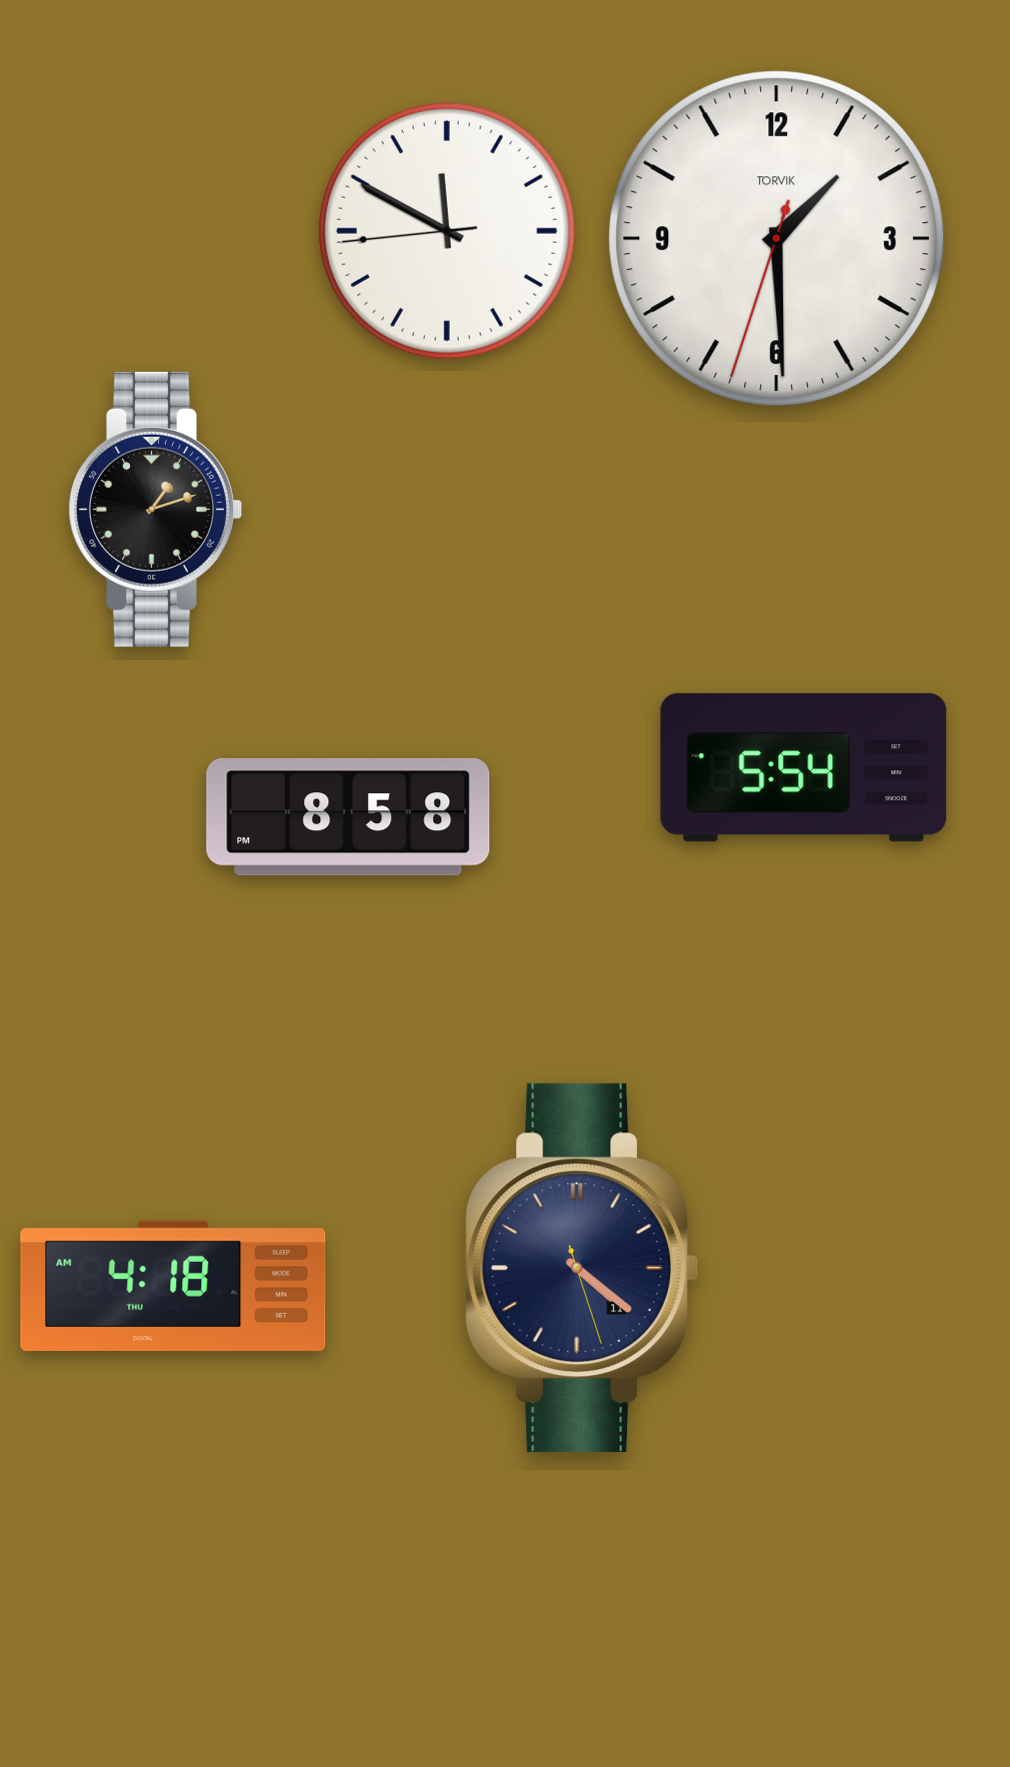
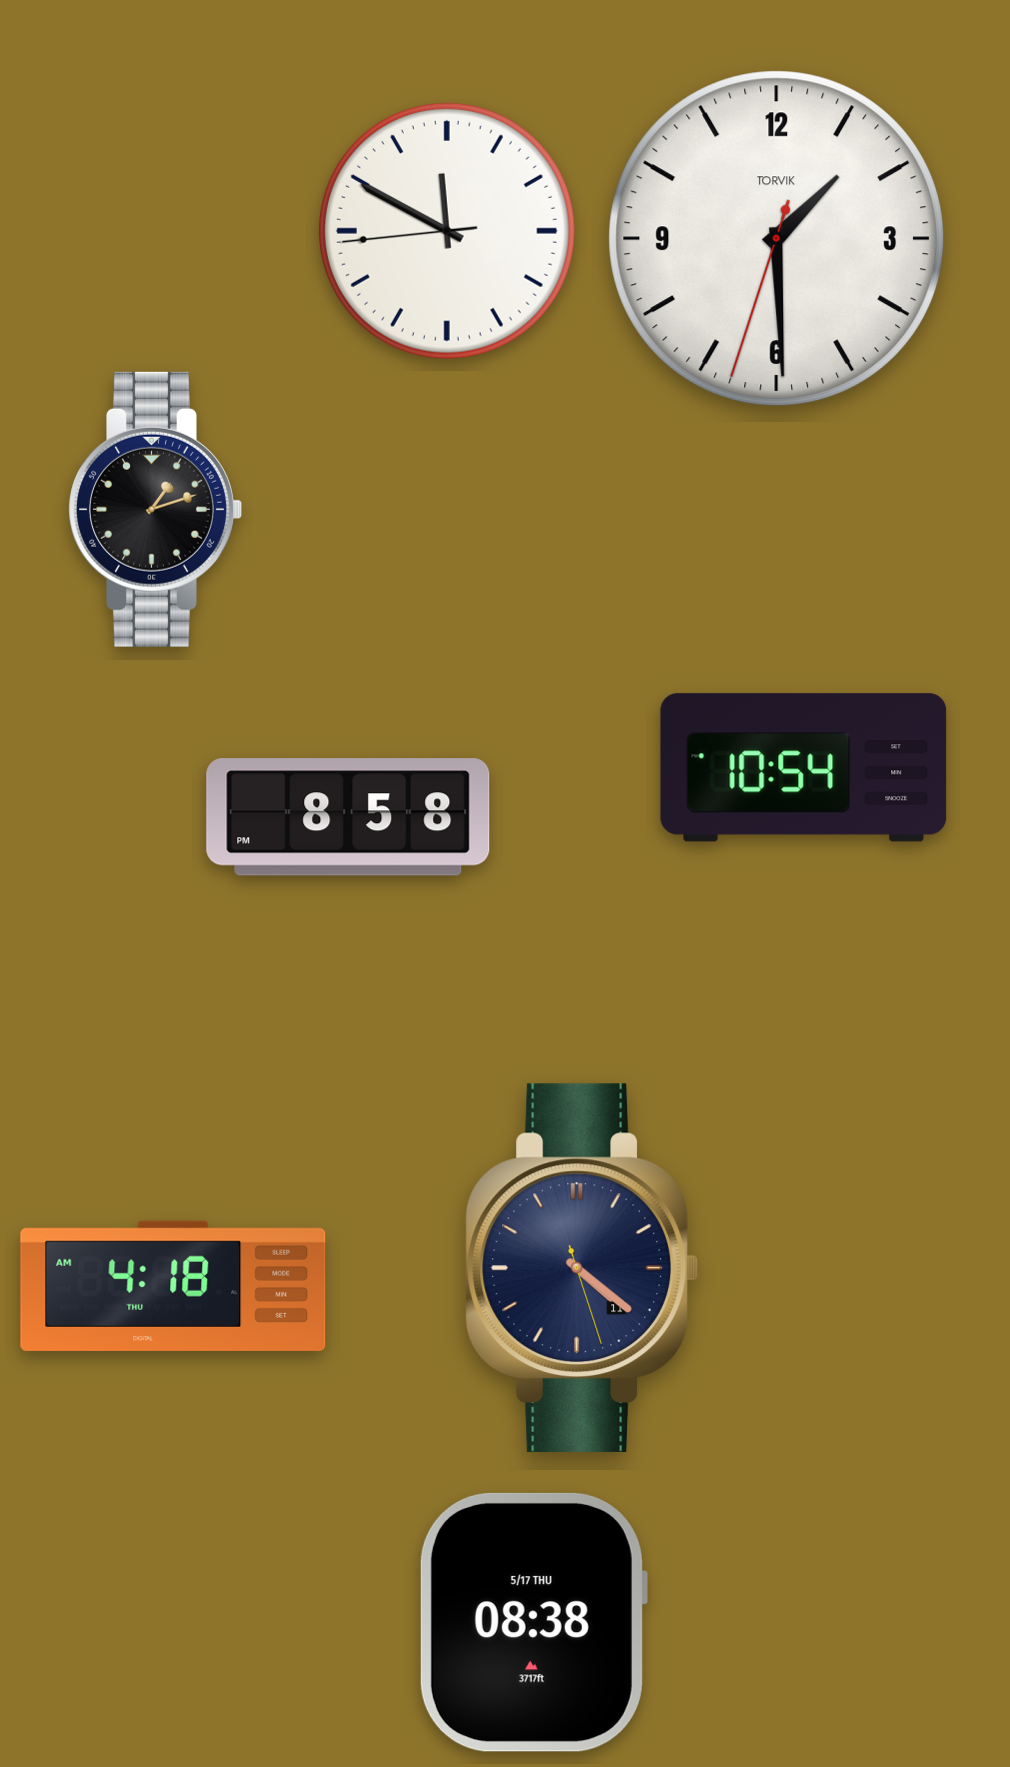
clock at (804, 768): 5:54 -> 10:54
clock at (533, 1622): none -> 08:38
